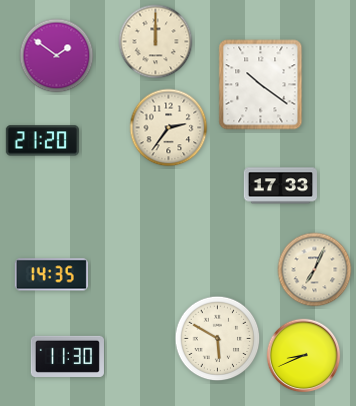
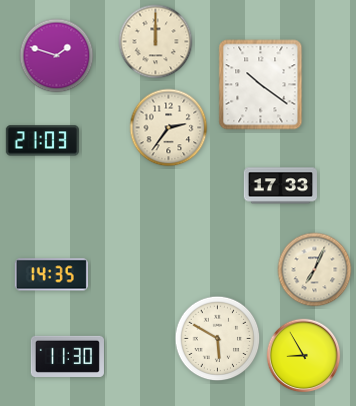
clock at (57, 56): 1:51 -> 1:48
clock at (42, 141): 21:20 -> 21:03
clock at (304, 356): 8:41 -> 8:55
